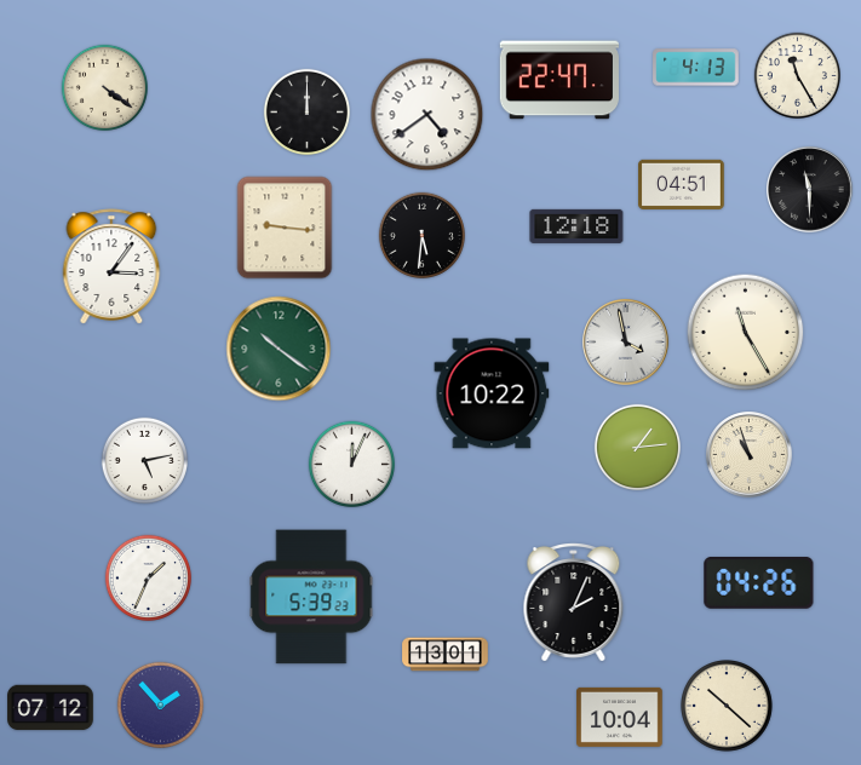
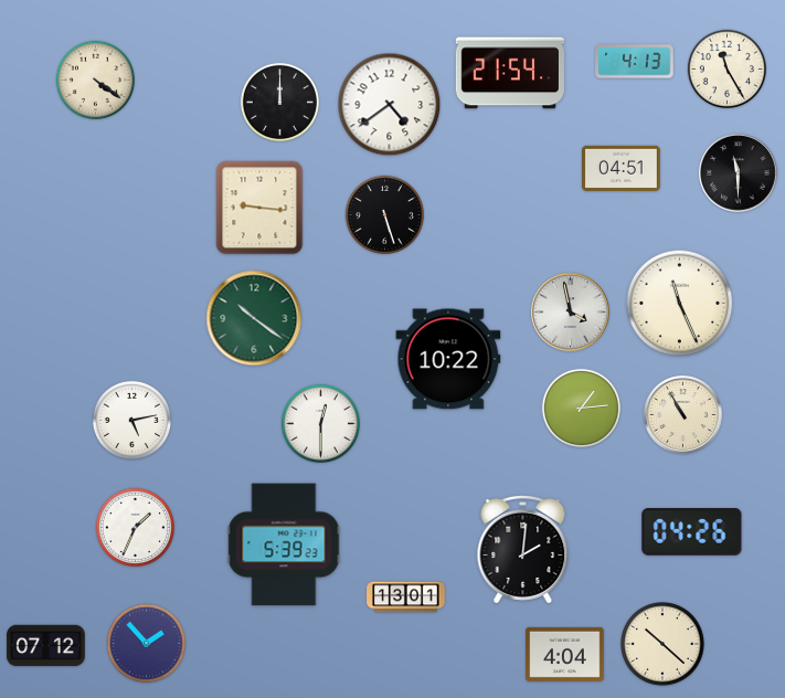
clock at (559, 80): 22:47 -> 21:54
clock at (576, 226): 12:18 -> none
clock at (421, 235): 5:31 -> 5:27
clock at (111, 266): 3:06 -> none
clock at (746, 333): 11:25 -> 11:26
clock at (750, 455): 10:57 -> 10:55
clock at (351, 464): 12:04 -> 12:30
clock at (574, 603): 2:04 -> 2:01
clock at (620, 717): 10:04 -> 4:04
